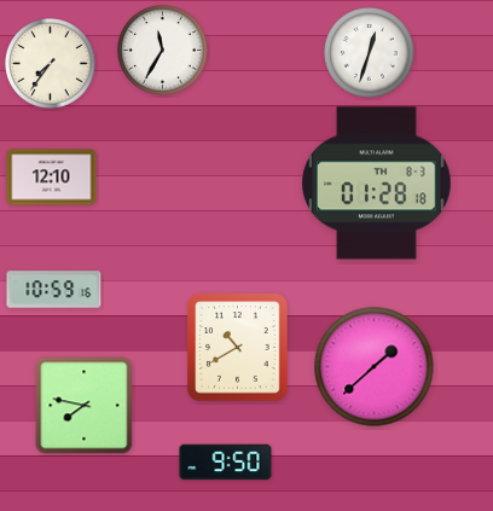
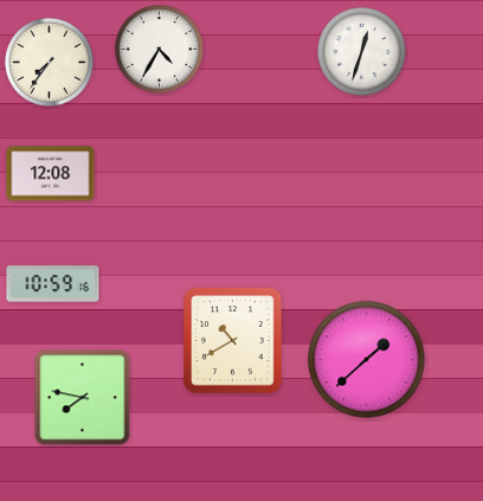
clock at (163, 51): 11:35 -> 4:35
clock at (52, 178): 12:10 -> 12:08
clock at (377, 184): 01:28 -> none
clock at (226, 463): 9:50 -> none
